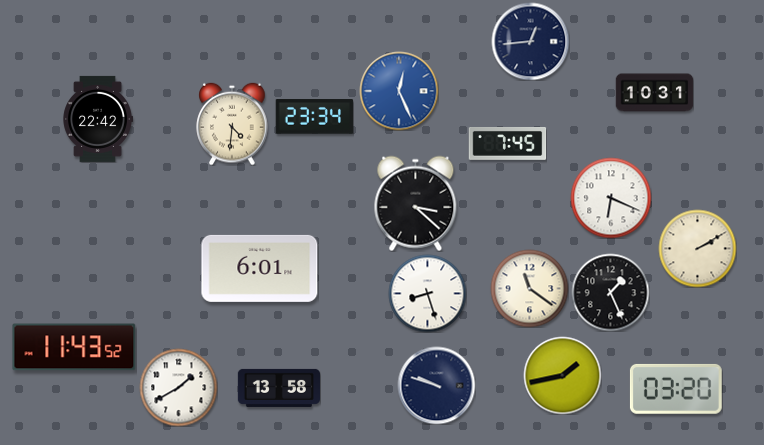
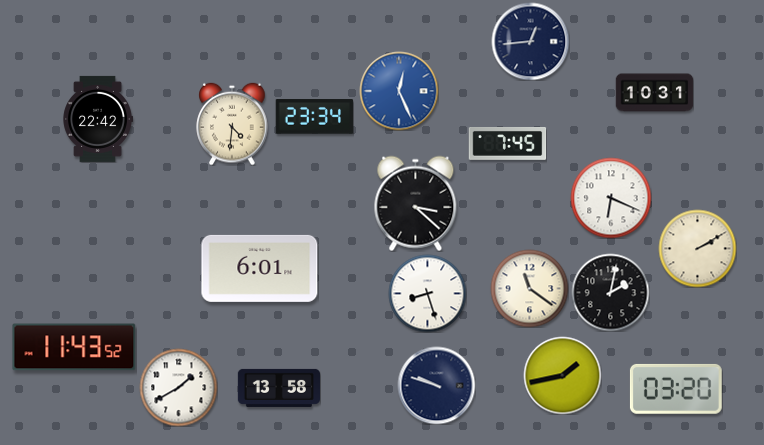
clock at (610, 292): 1:26 -> 2:02
